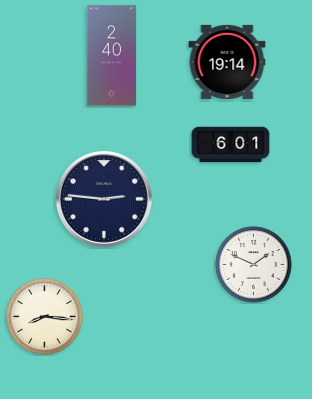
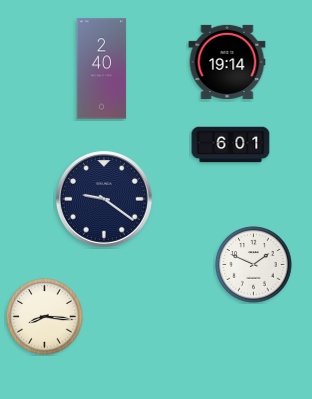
clock at (112, 56) position: (112, 56) -> (102, 69)
clock at (104, 199): 2:46 -> 9:21
